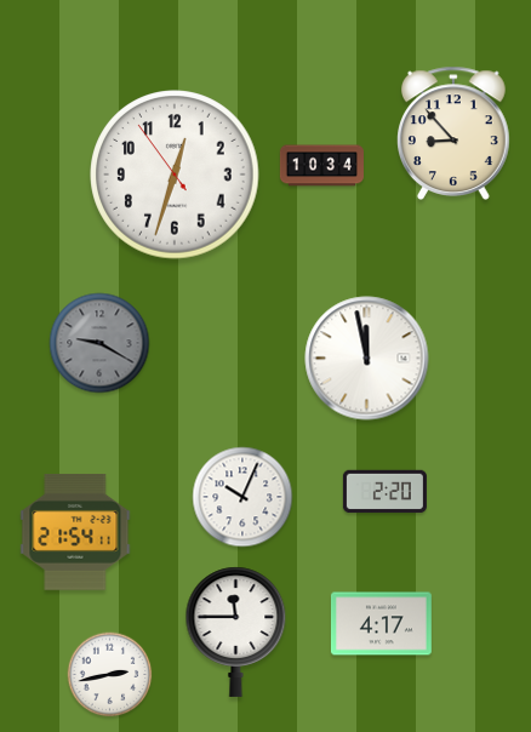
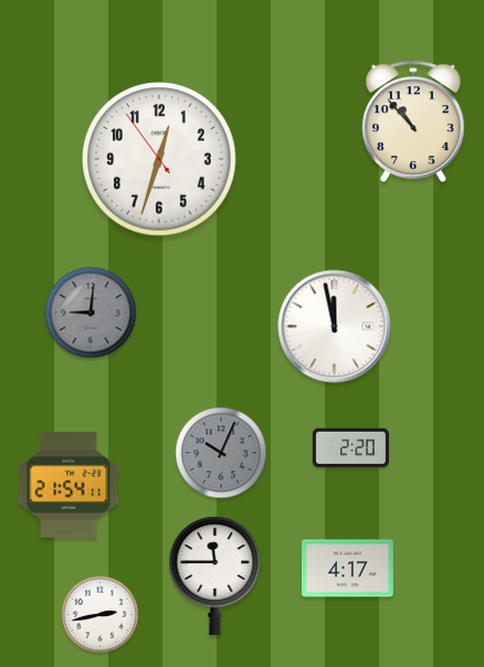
clock at (455, 133): 8:53 -> 10:53
clock at (321, 166): 10:34 -> none
clock at (99, 343): 9:20 -> 9:01
clock at (242, 497) dial: white -> grey
